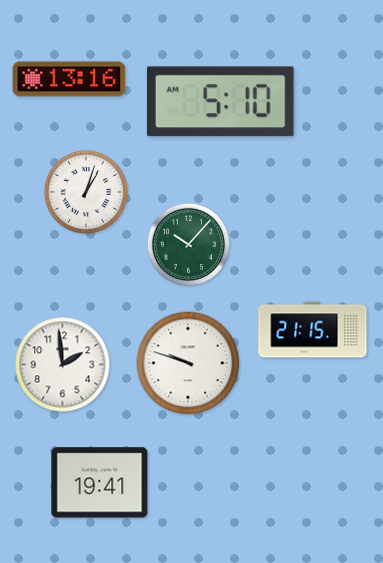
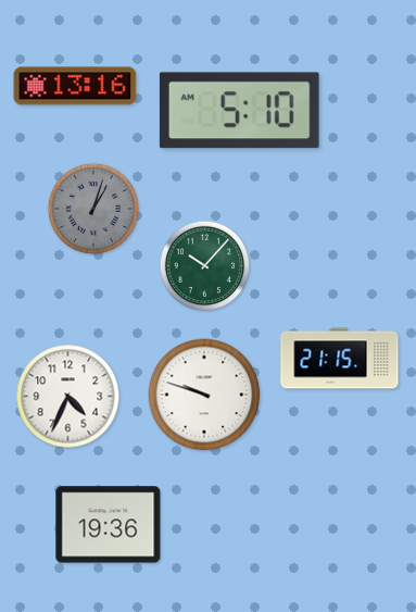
clock at (86, 192) dial: white -> grey
clock at (63, 365): 1:59 -> 4:34
clock at (100, 483): 19:41 -> 19:36
